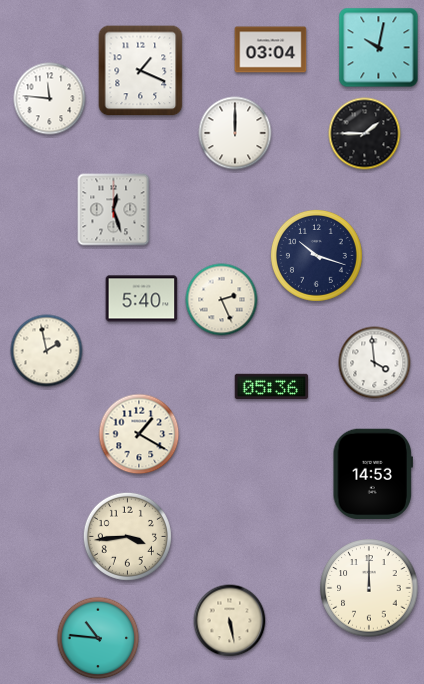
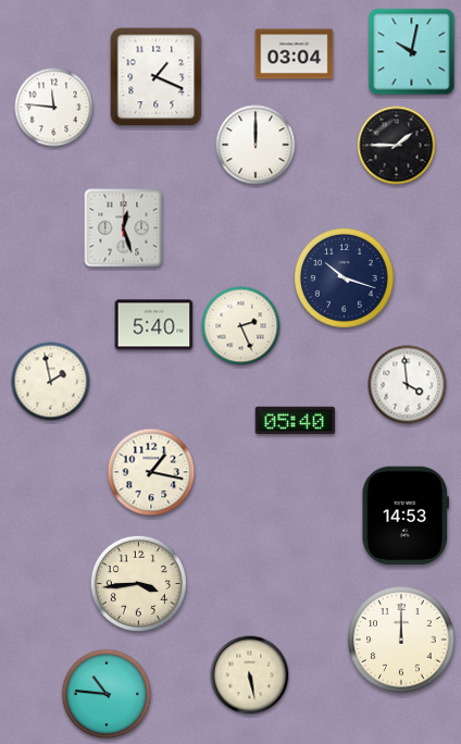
clock at (141, 71) position: (141, 71) -> (157, 77)
clock at (375, 363) position: (375, 363) -> (408, 385)
clock at (272, 387): 05:36 -> 05:40
clock at (139, 434): 1:20 -> 1:17
